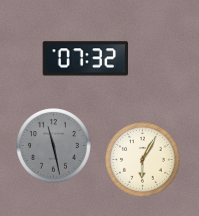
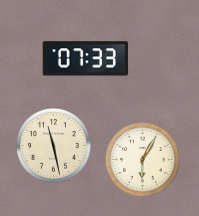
clock at (86, 59): 07:32 -> 07:33
clock at (54, 146) dial: grey -> cream
